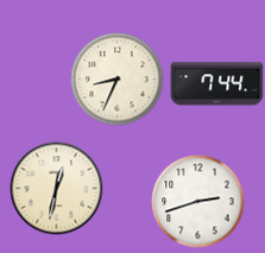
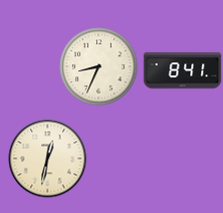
clock at (216, 84): 7:44 -> 8:41
clock at (197, 201): 2:42 -> none
